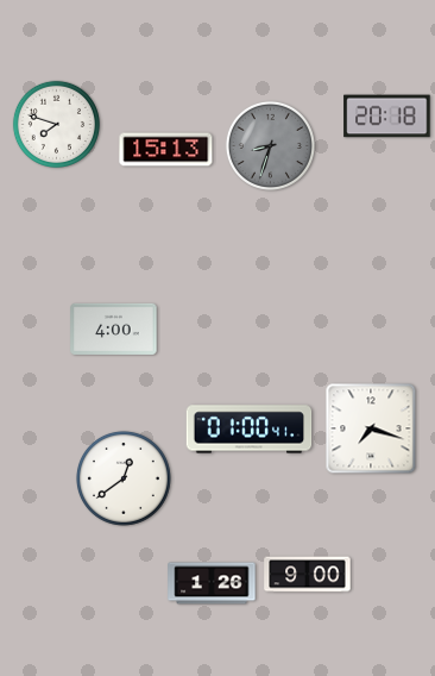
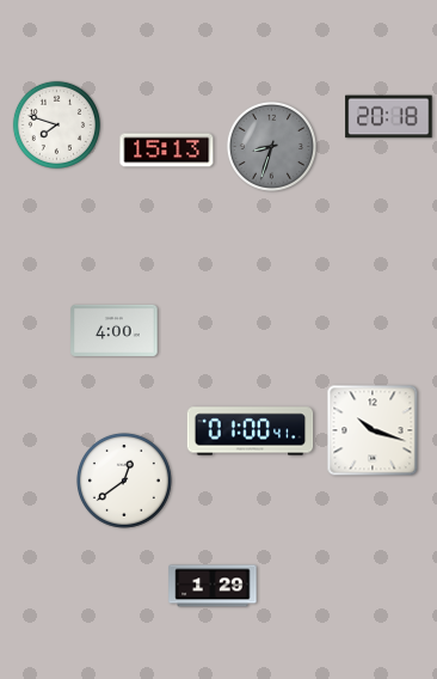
clock at (371, 428): 7:18 -> 10:18
clock at (308, 575): 9:00 -> none
clock at (212, 583): 1:26 -> 1:29
